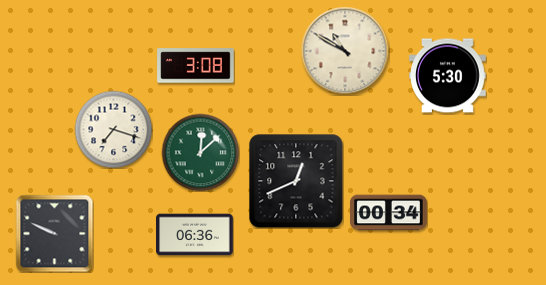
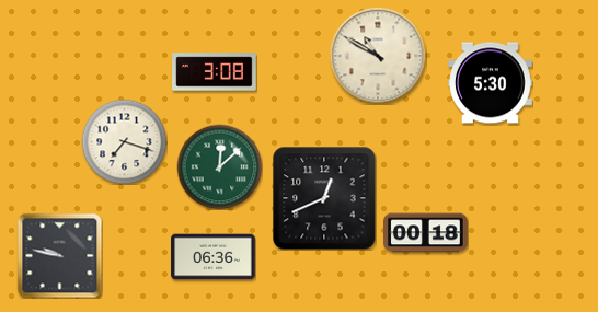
clock at (389, 213): 00:34 -> 00:18
clock at (54, 233): 9:49 -> 9:47
